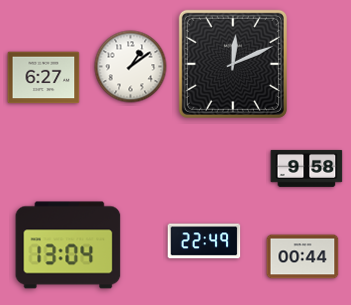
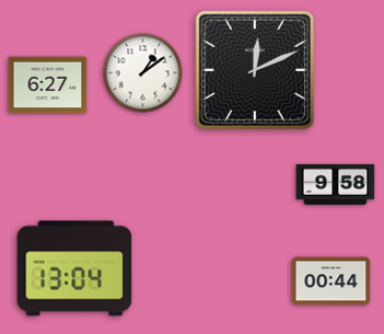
clock at (204, 241): 22:49 -> none
